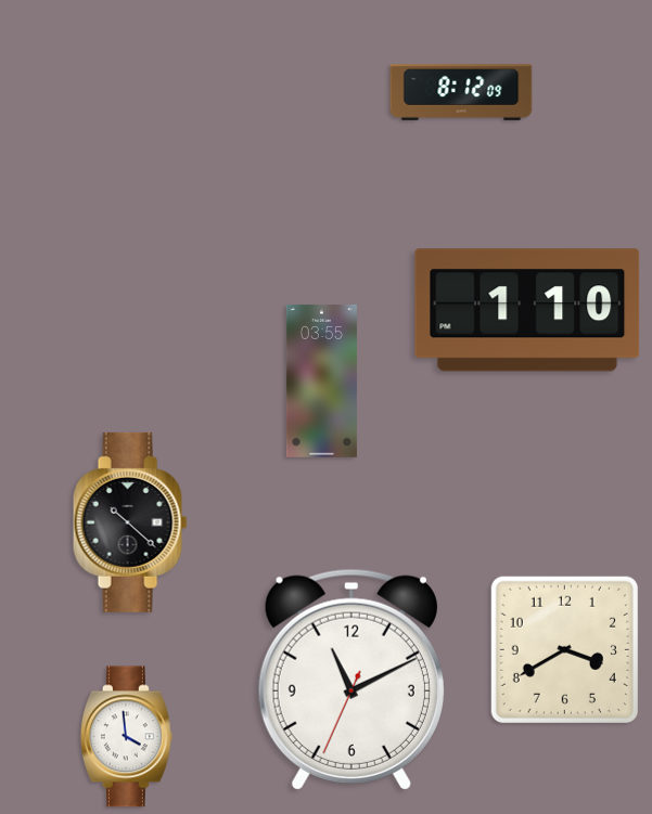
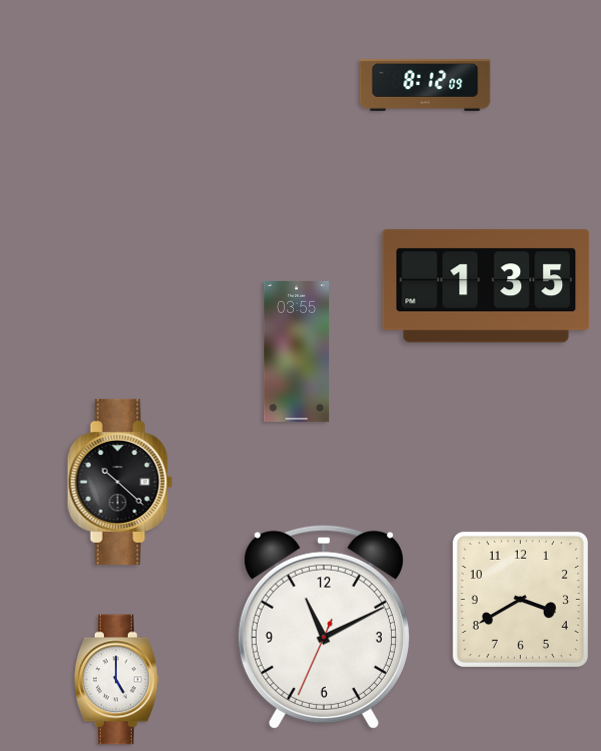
clock at (527, 310): 1:10 -> 1:35
clock at (126, 737): 3:59 -> 5:00
